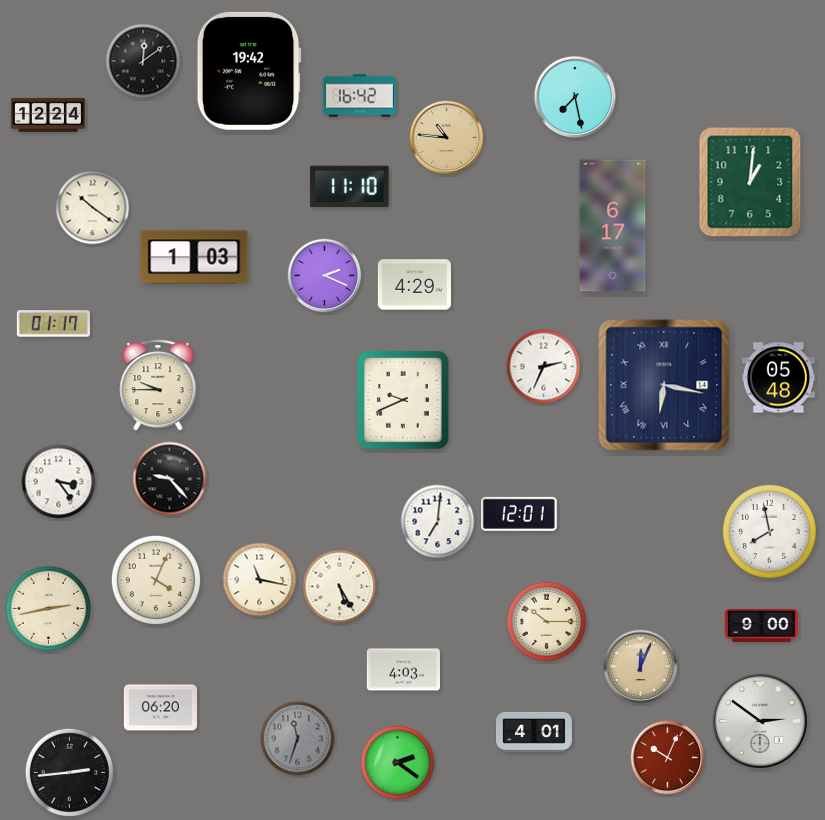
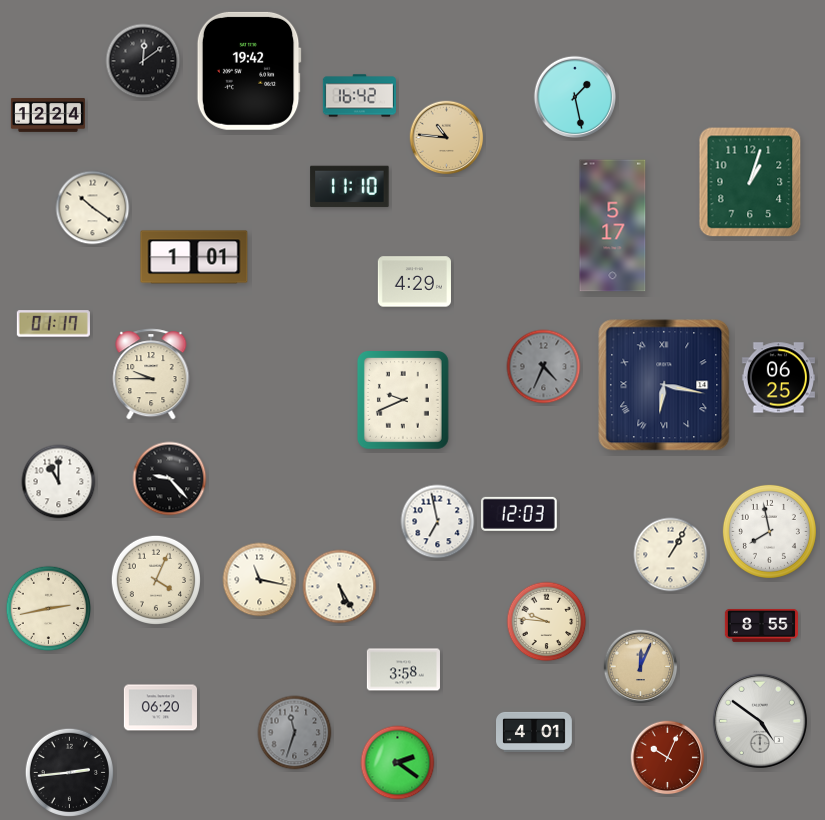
clock at (574, 96): 7:28 -> 1:28
clock at (750, 182): 1:01 -> 1:03
clock at (613, 226): 6:17 -> 5:17
clock at (194, 257): 1:03 -> 1:01
clock at (325, 276): 2:19 -> none
clock at (414, 285) position: (414, 285) -> (414, 282)
clock at (544, 367): 2:34 -> 4:34
clock at (544, 367) dial: white -> grey
clock at (778, 378): 05:48 -> 06:25
clock at (158, 385) position: (158, 385) -> (151, 374)
clock at (59, 482): 3:24 -> 11:00
clock at (519, 514): 12:01 -> 12:03
clock at (438, 522): 7:01 -> 6:58
clock at (671, 555): none -> 1:05
clock at (547, 622): 10:15 -> 9:46
clock at (761, 625): 9:00 -> 8:55
clock at (403, 670): 4:03 -> 3:58
clock at (760, 721): 2:51 -> 4:51
clock at (298, 739) position: (298, 739) -> (295, 733)
